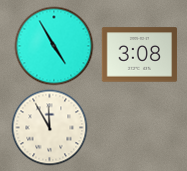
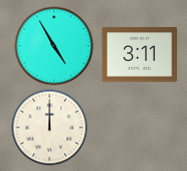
clock at (140, 55): 3:08 -> 3:11
clock at (50, 128): 11:55 -> 12:00
